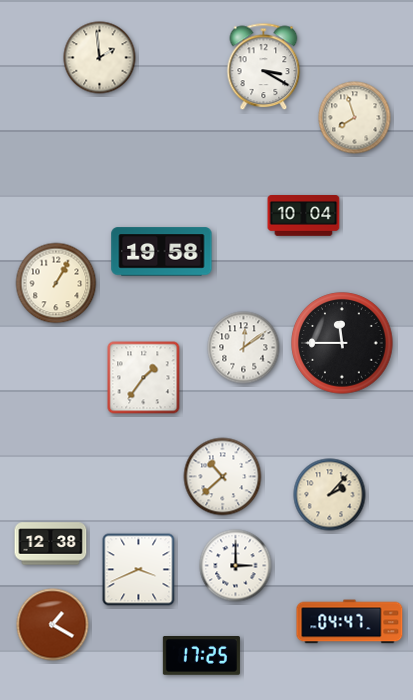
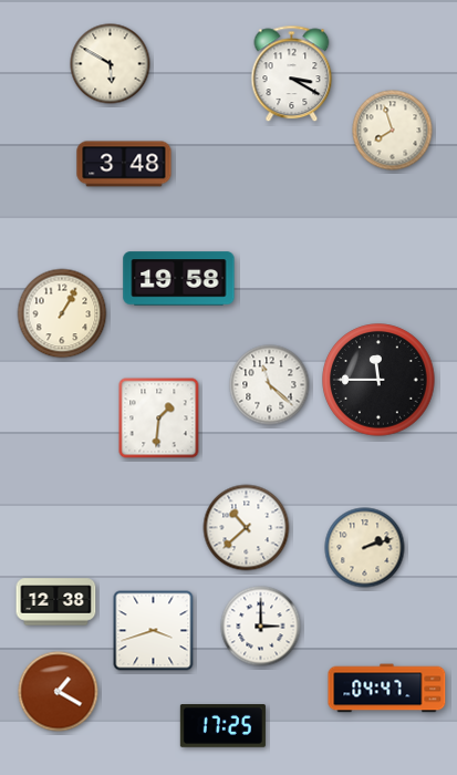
clock at (100, 58): 1:59 -> 5:50
clock at (124, 164): none -> 3:48
clock at (304, 216): 10:04 -> none
clock at (244, 348): 12:09 -> 11:22
clock at (144, 378): 1:36 -> 1:31
clock at (330, 495): 2:07 -> 2:12
clock at (139, 570): 3:41 -> 3:42
